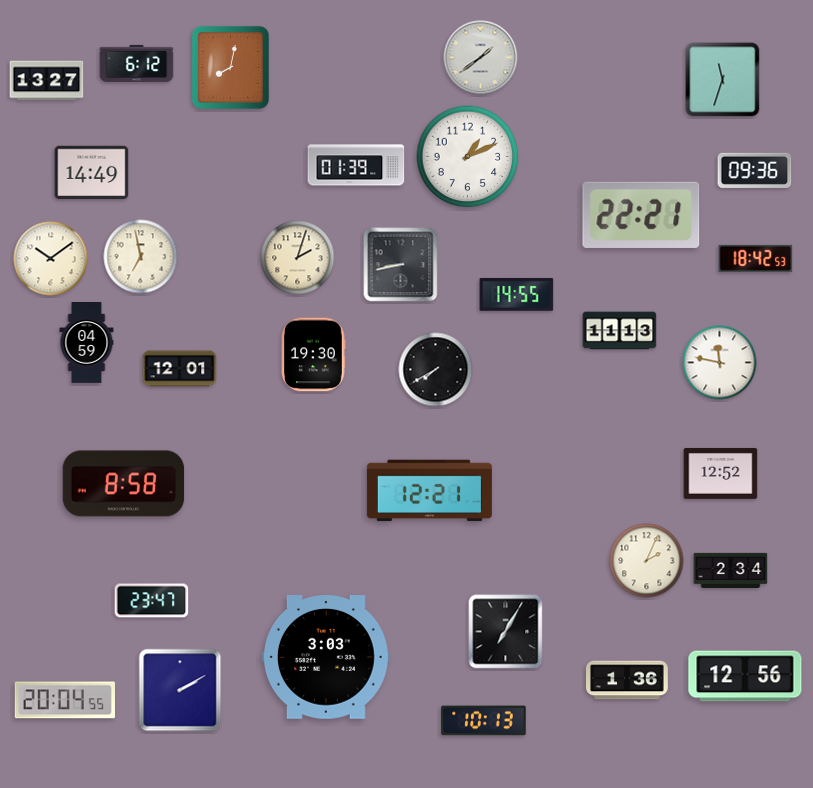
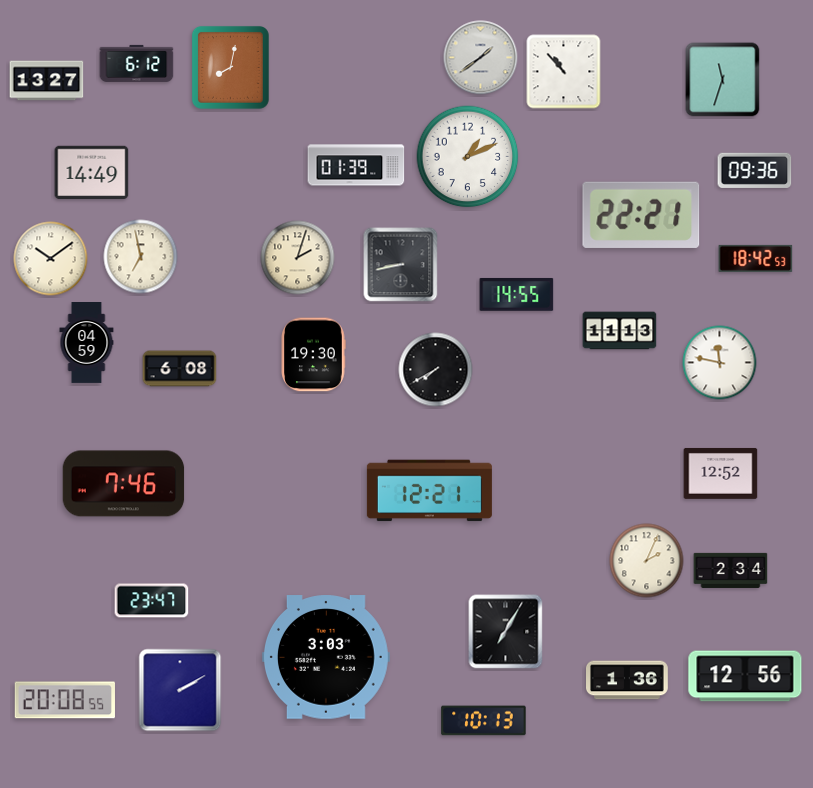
clock at (564, 72): none -> 10:53
clock at (180, 369): 12:01 -> 6:08
clock at (124, 484): 8:58 -> 7:46
clock at (65, 700): 20:04 -> 20:08
